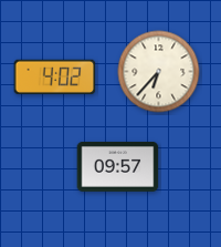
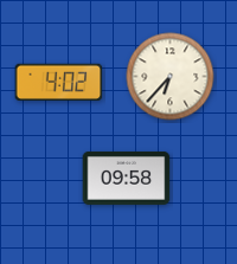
clock at (118, 166): 09:57 -> 09:58
